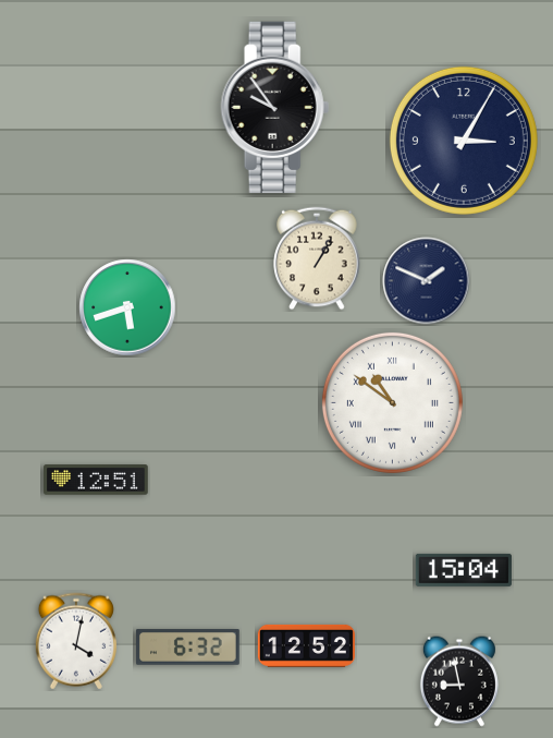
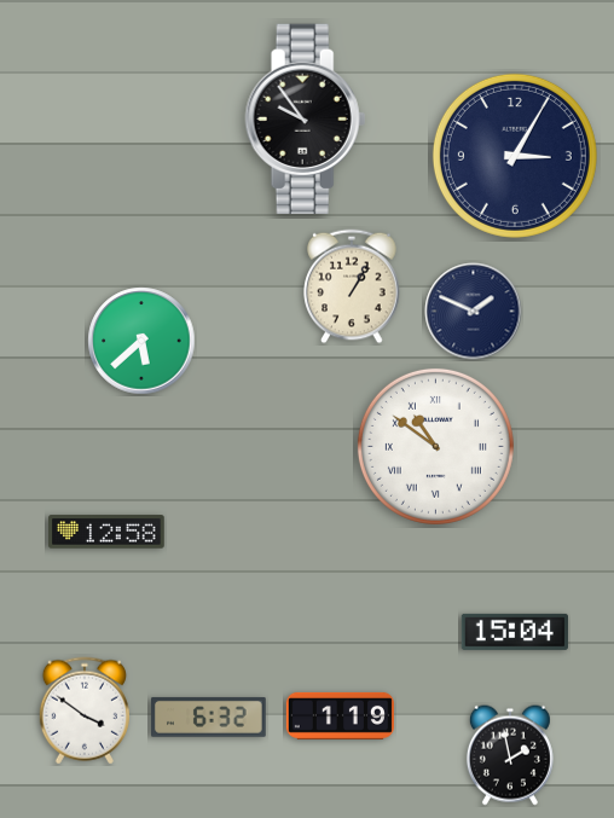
clock at (127, 307): 5:42 -> 5:38
clock at (96, 480): 12:51 -> 12:58
clock at (76, 641): 4:02 -> 3:51
clock at (306, 645): 12:52 -> 1:19
clock at (459, 681): 8:58 -> 1:58
